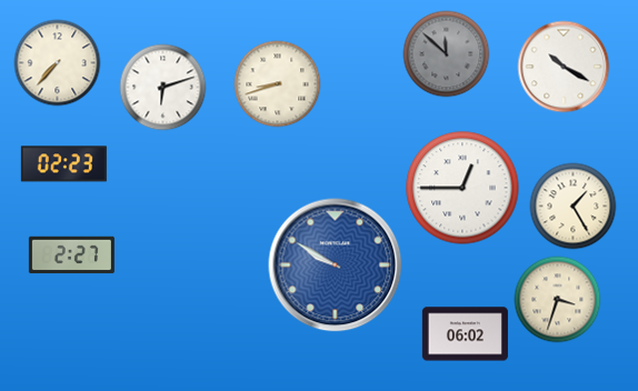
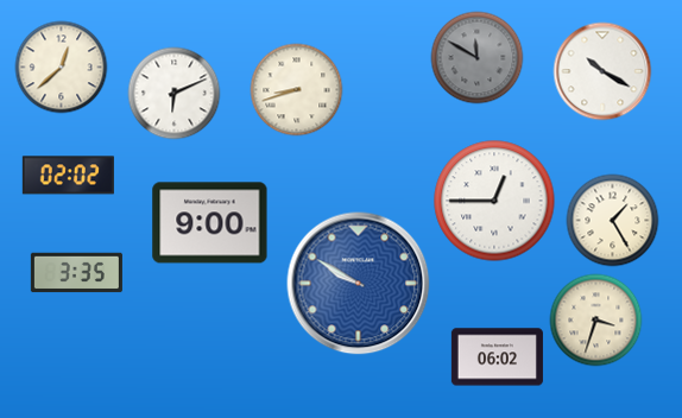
clock at (446, 53): 11:52 -> 11:50
clock at (57, 62): 7:37 -> 12:38
clock at (162, 87): 6:12 -> 6:11
clock at (63, 164): 02:23 -> 02:02
clock at (210, 223): none -> 9:00
clock at (71, 255): 2:27 -> 3:35
